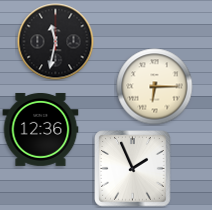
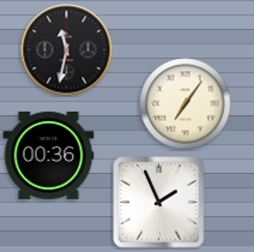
clock at (155, 87): 6:15 -> 7:06
clock at (41, 129): 12:36 -> 00:36
